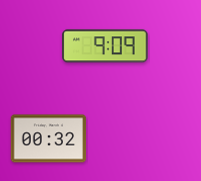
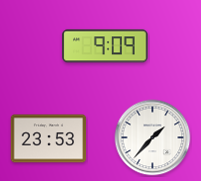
clock at (153, 138): none -> 1:37
clock at (49, 139): 00:32 -> 23:53
